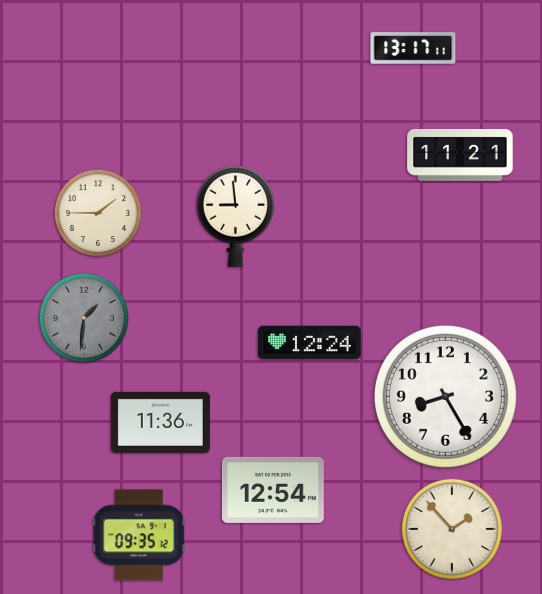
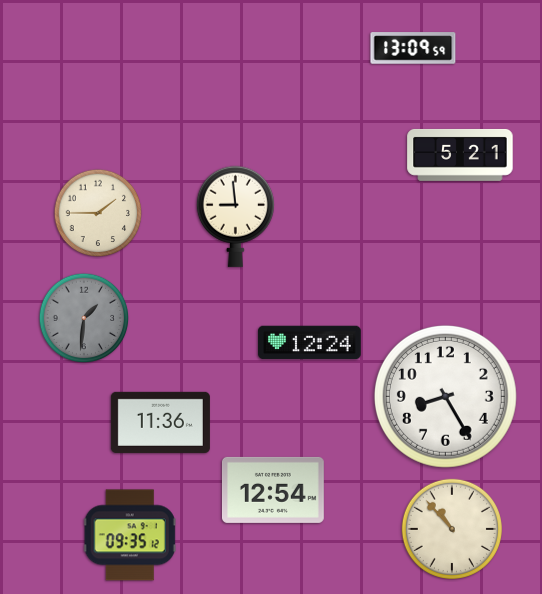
clock at (413, 48): 13:17 -> 13:09
clock at (460, 155): 11:21 -> 5:21
clock at (452, 529): 1:53 -> 10:53
clock at (139, 535) position: (139, 535) -> (130, 535)
